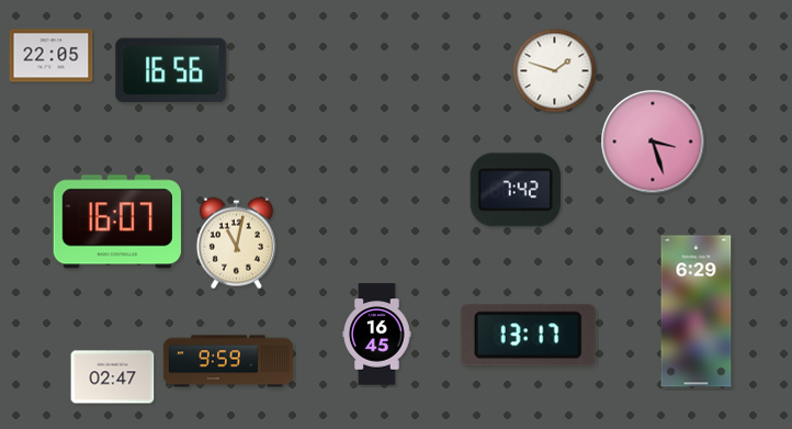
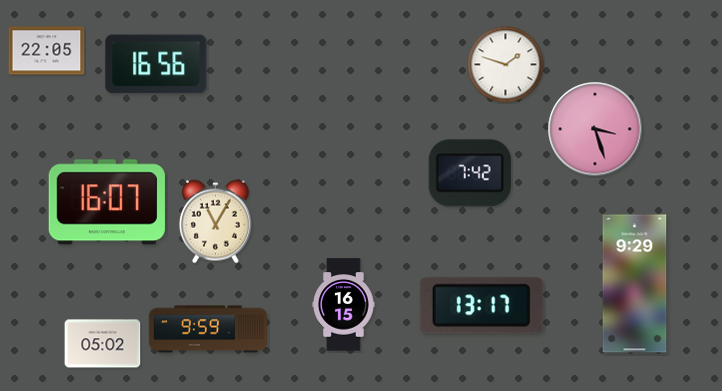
clock at (236, 244): 11:02 -> 11:05
clock at (697, 312): 6:29 -> 9:29
clock at (377, 335): 16:45 -> 16:15
clock at (113, 377): 02:47 -> 05:02
